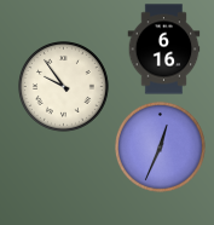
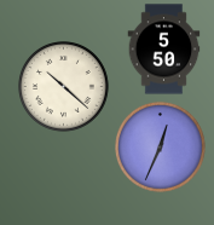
clock at (164, 50): 6:16 -> 5:50
clock at (64, 87): 9:54 -> 10:22
